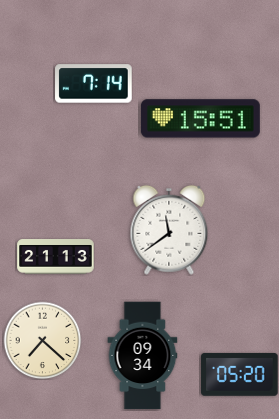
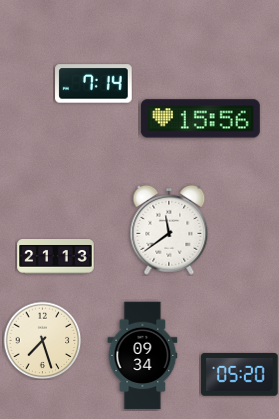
clock at (200, 119): 15:51 -> 15:56
clock at (42, 340): 7:22 -> 7:27
